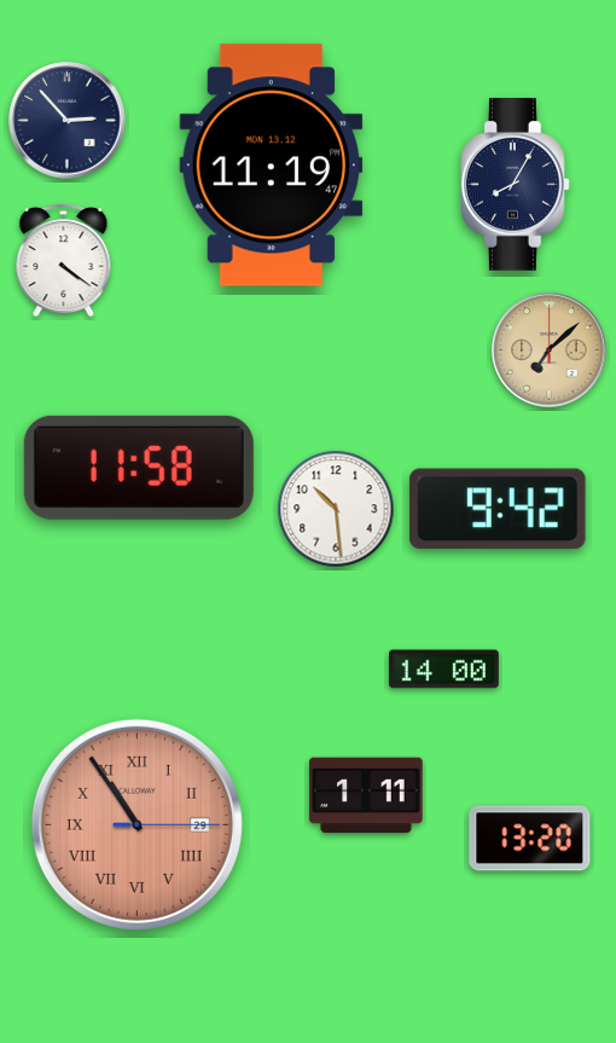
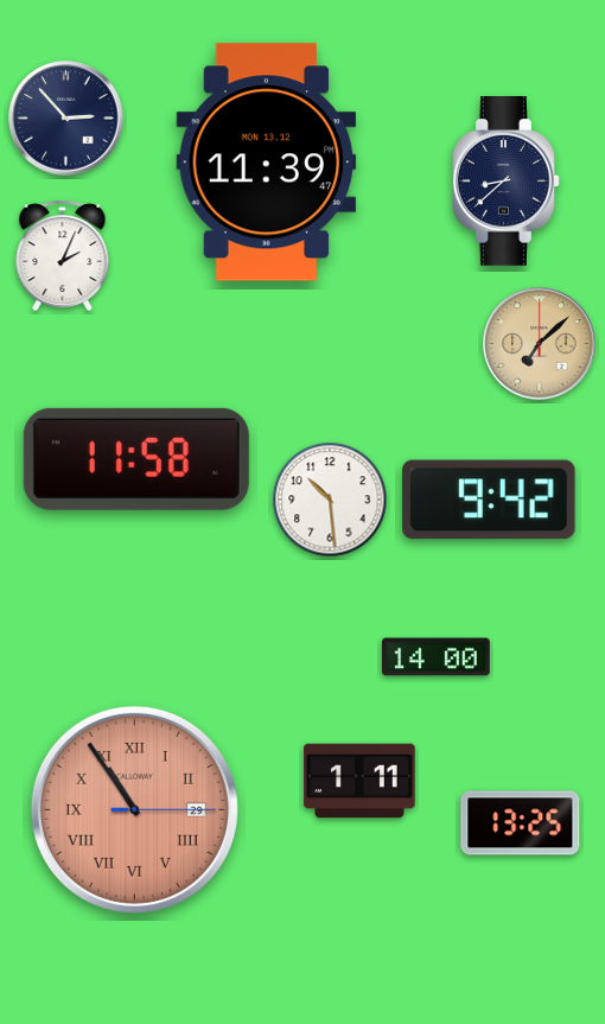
clock at (272, 166): 11:19 -> 11:39
clock at (516, 185): 8:05 -> 8:38
clock at (64, 261): 4:21 -> 2:04
clock at (530, 839): 13:20 -> 13:25
